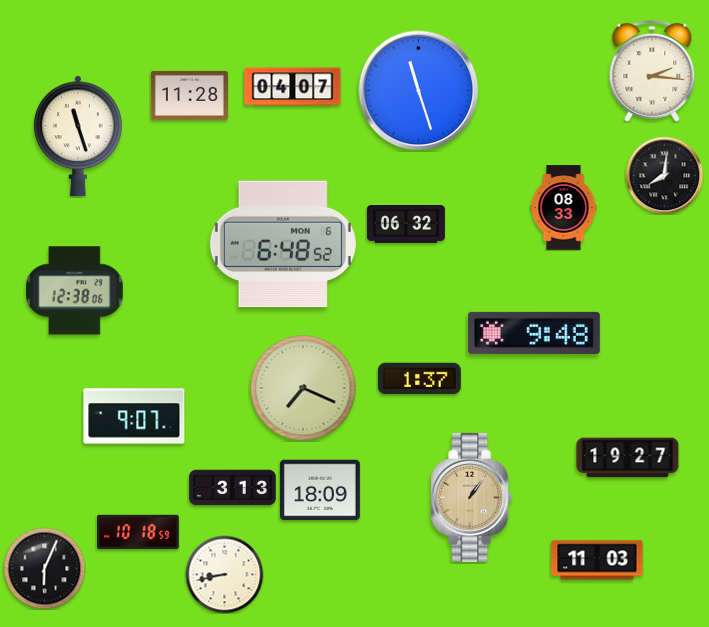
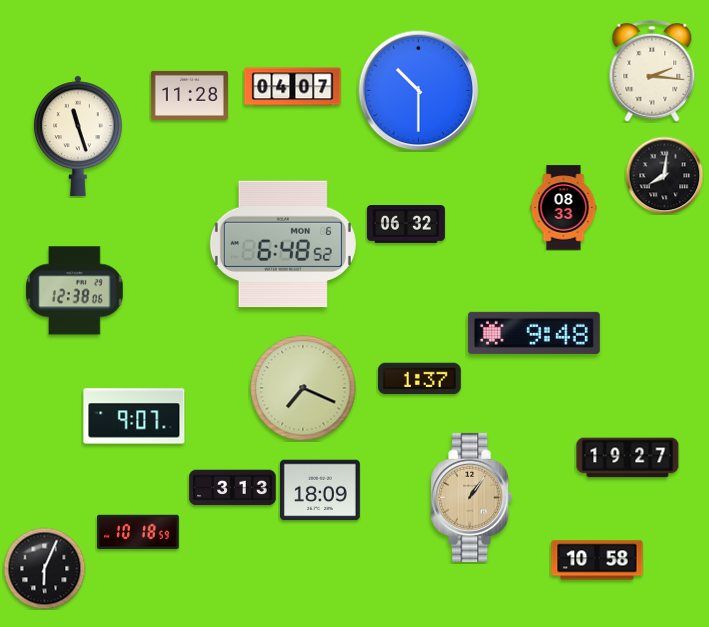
clock at (419, 91): 11:27 -> 10:30
clock at (597, 560): 11:03 -> 10:58
clock at (224, 574): 8:43 -> none
